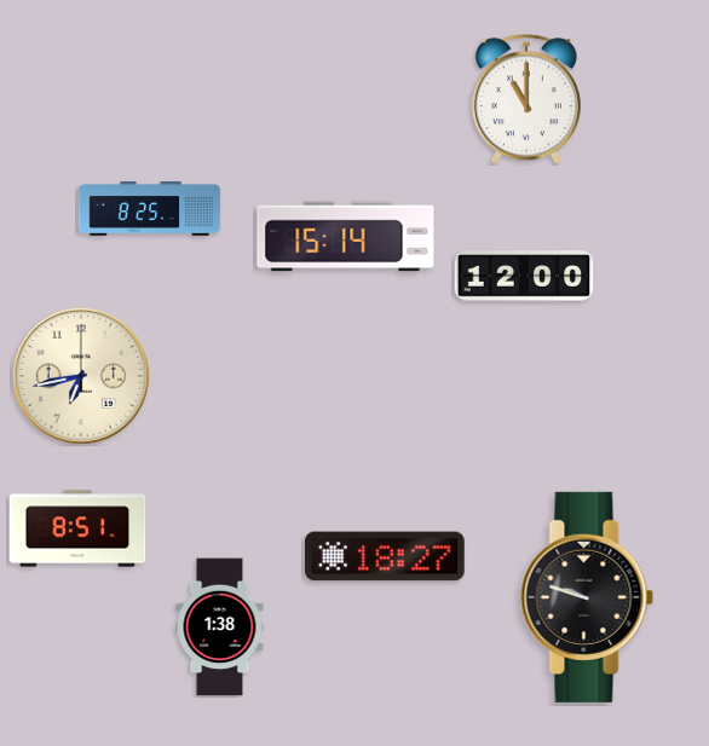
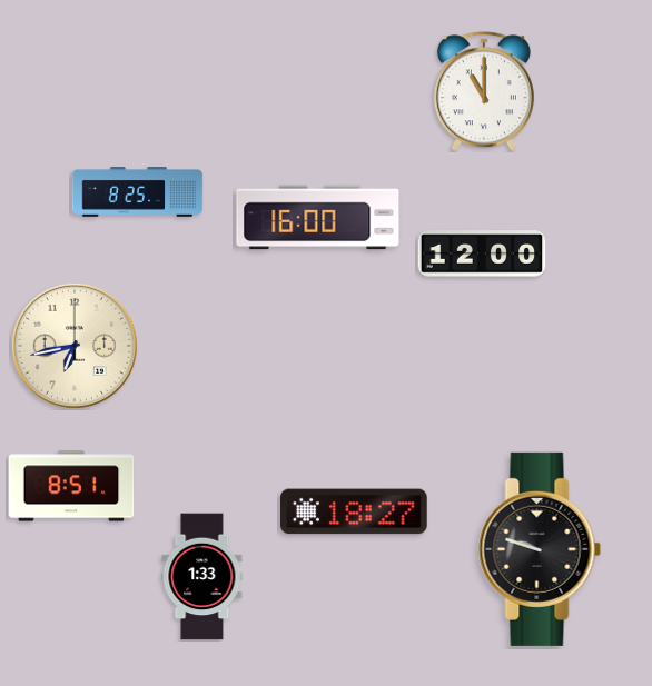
clock at (346, 237): 15:14 -> 16:00
clock at (220, 628): 1:38 -> 1:33
